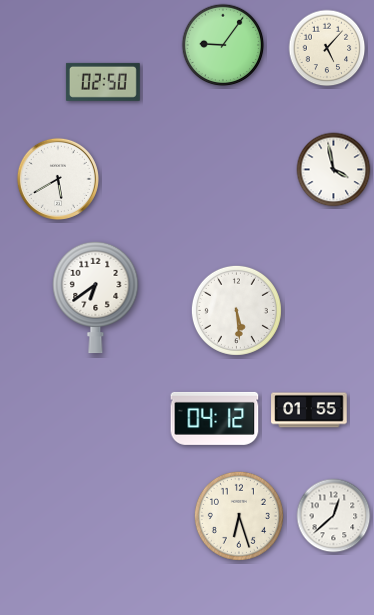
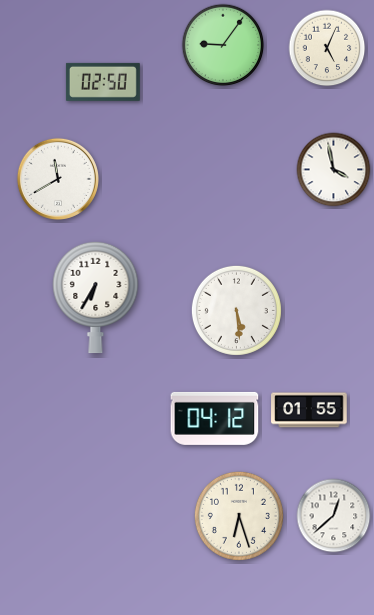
clock at (327, 48): 5:07 -> 5:04
clock at (58, 179): 5:40 -> 11:40
clock at (96, 297): 6:39 -> 6:35
